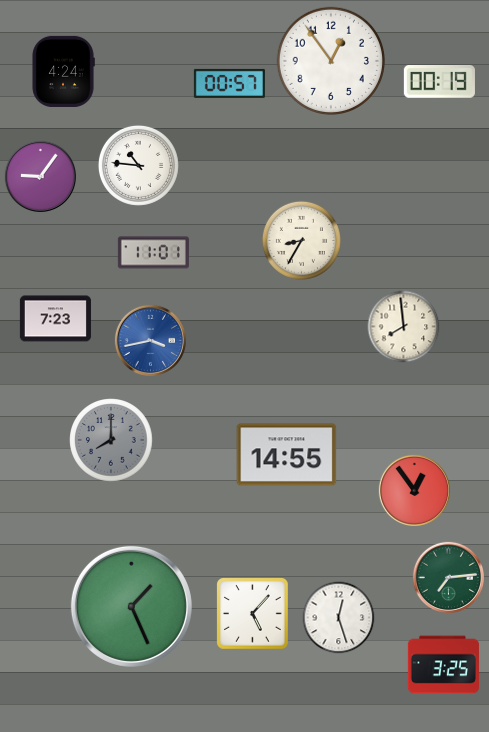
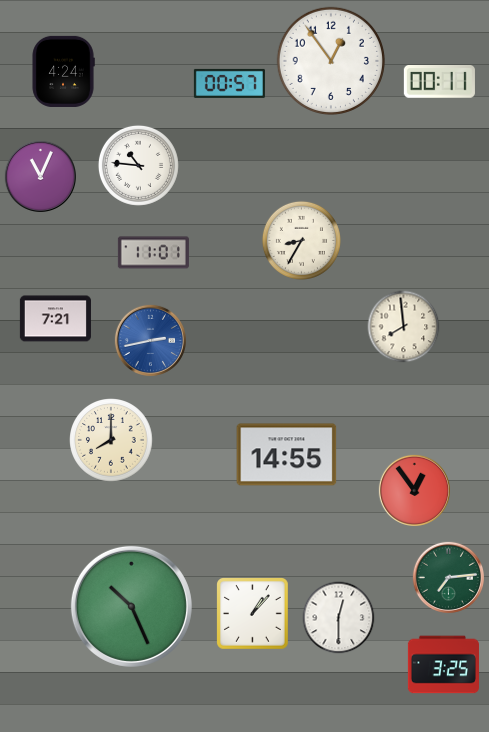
clock at (439, 82): 00:19 -> 00:11
clock at (40, 176): 9:06 -> 11:04
clock at (55, 319): 7:23 -> 7:21
clock at (150, 340): 3:43 -> 2:43
clock at (111, 440) dial: grey -> cream
clock at (131, 606): 1:26 -> 10:26
clock at (253, 614): 5:07 -> 1:07
clock at (339, 618): 12:27 -> 12:30
